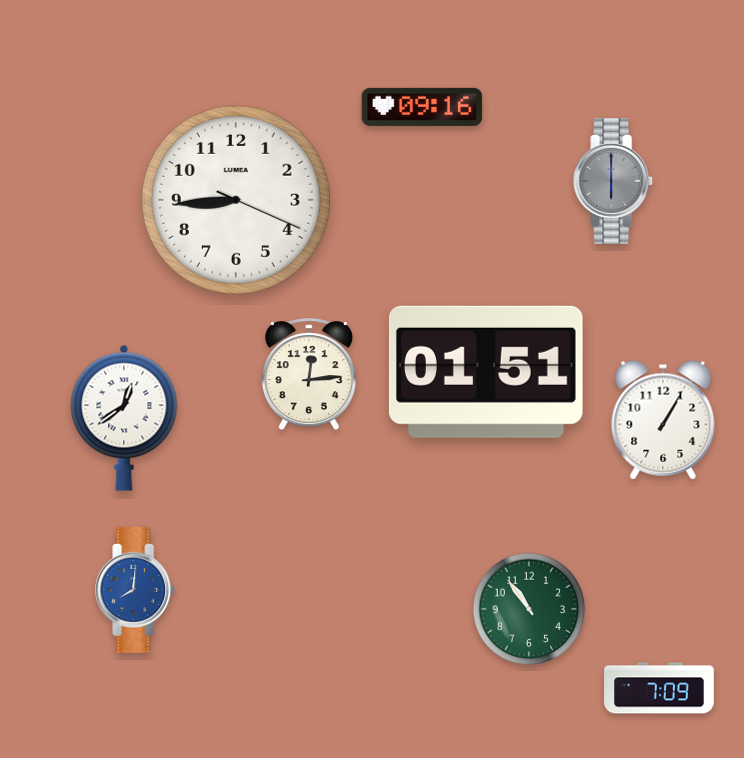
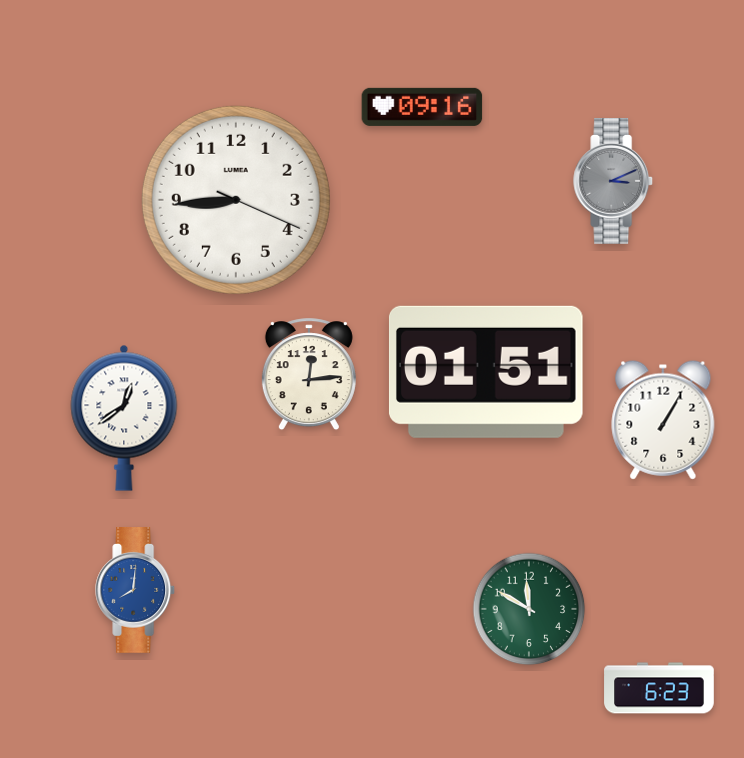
clock at (614, 182): 6:00 -> 3:11
clock at (529, 609): 10:54 -> 11:50
clock at (659, 688): 7:09 -> 6:23
